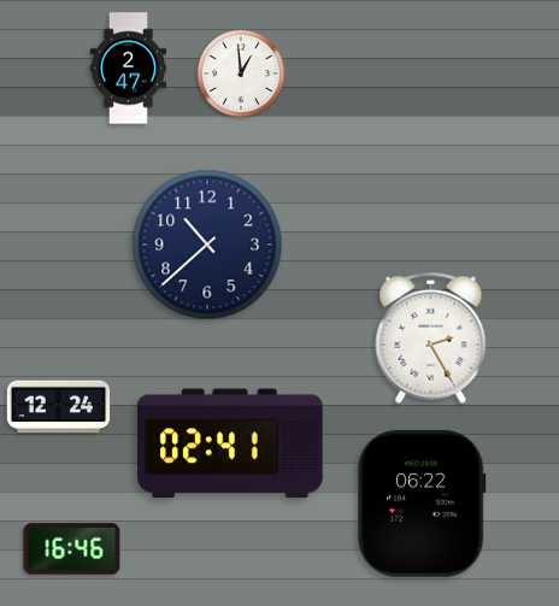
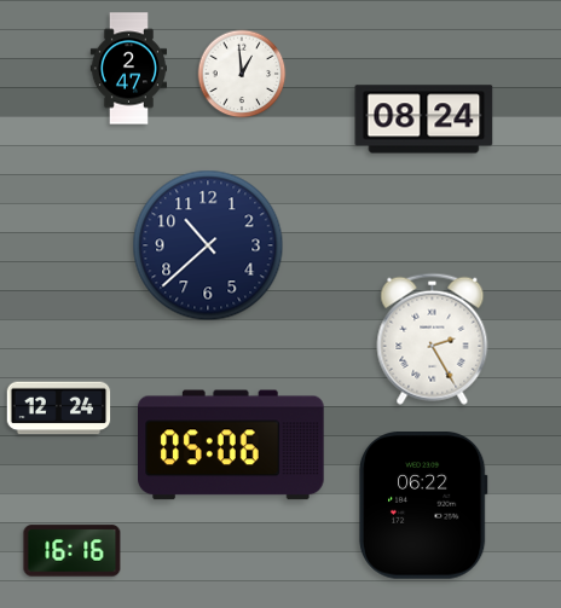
clock at (424, 120): none -> 08:24
clock at (231, 443): 02:41 -> 05:06
clock at (72, 549): 16:46 -> 16:16
